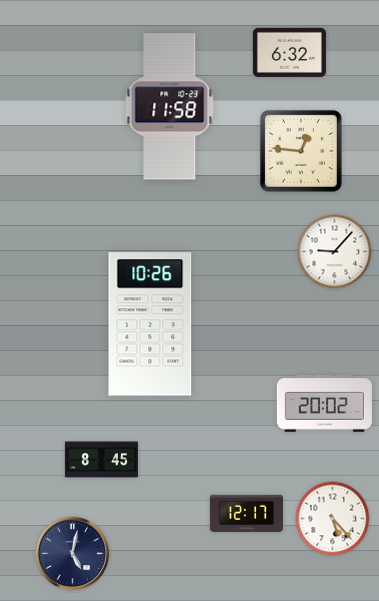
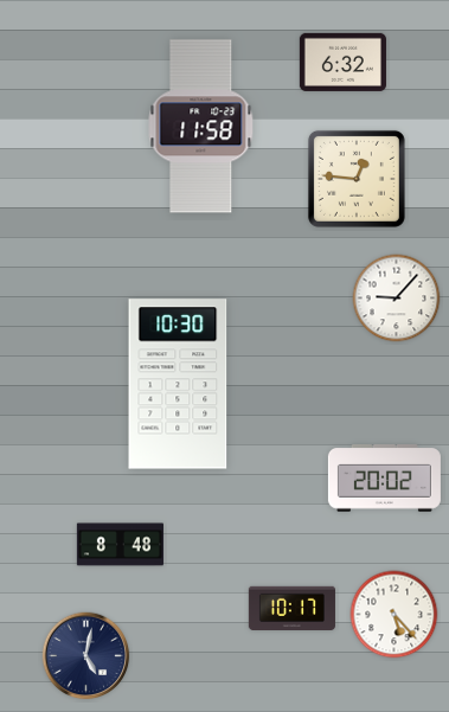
clock at (150, 324): 10:26 -> 10:30
clock at (101, 460): 8:45 -> 8:48
clock at (246, 513): 12:17 -> 10:17
